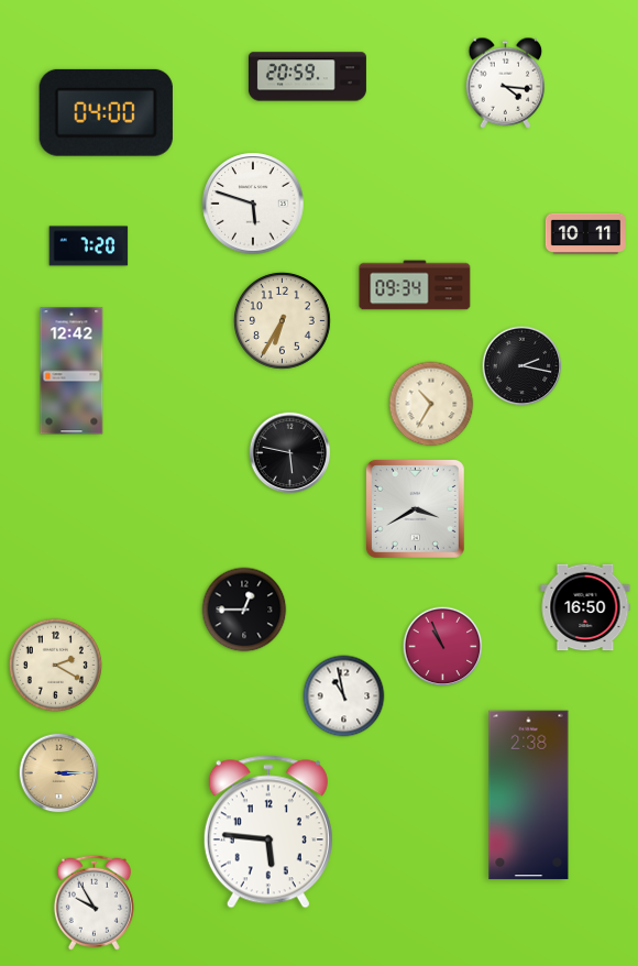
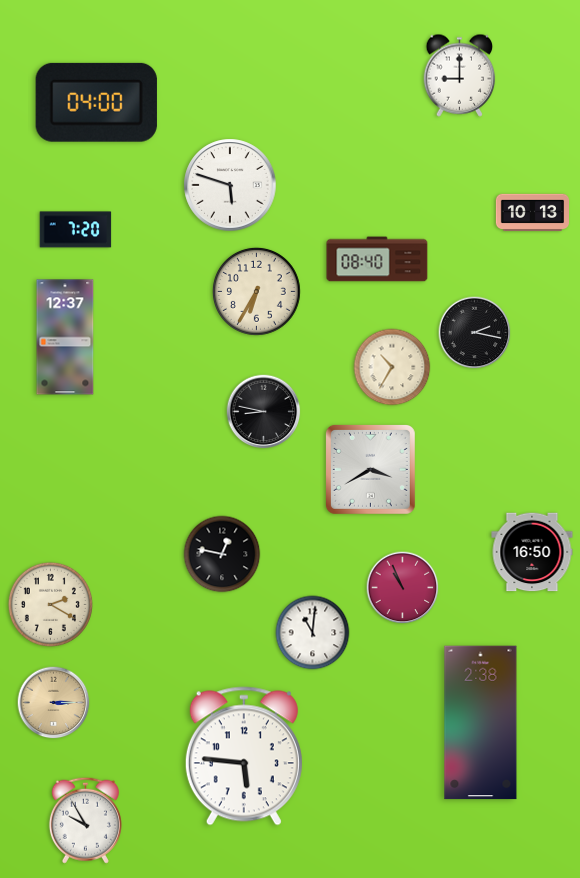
clock at (307, 77): 20:59 -> none
clock at (506, 83): 4:16 -> 9:00
clock at (585, 234): 10:11 -> 10:13
clock at (89, 246) position: (89, 246) -> (76, 230)
clock at (415, 285): 09:34 -> 08:40
clock at (71, 371): 12:42 -> 12:37
clock at (290, 453): 5:47 -> 8:47
clock at (415, 508) position: (415, 508) -> (370, 469)
clock at (244, 610): 12:45 -> 12:47
clock at (344, 696): 10:58 -> 11:01
